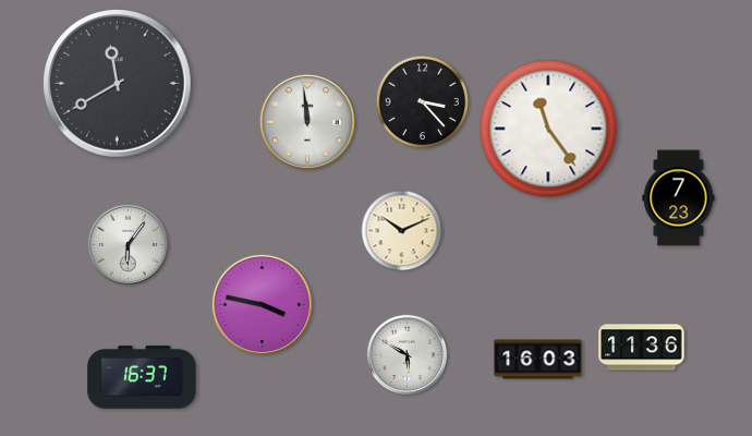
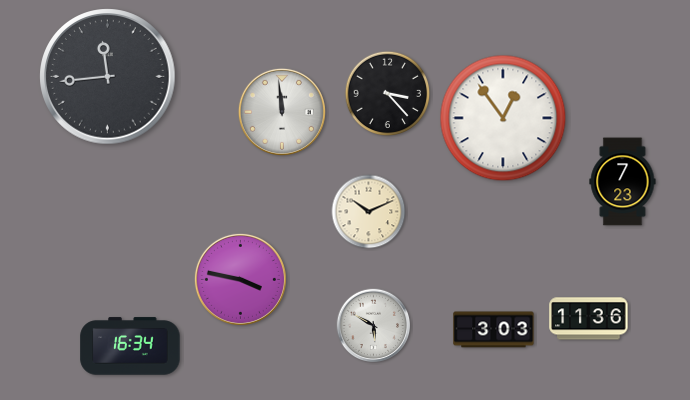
clock at (118, 84): 11:40 -> 11:44
clock at (548, 129): 11:24 -> 12:54
clock at (129, 245): 6:06 -> none
clock at (538, 360): 16:03 -> 3:03
clock at (142, 377): 16:37 -> 16:34
